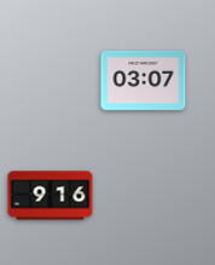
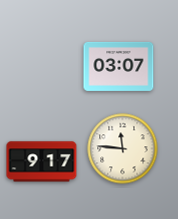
clock at (123, 149): none -> 11:46
clock at (51, 196): 9:16 -> 9:17
